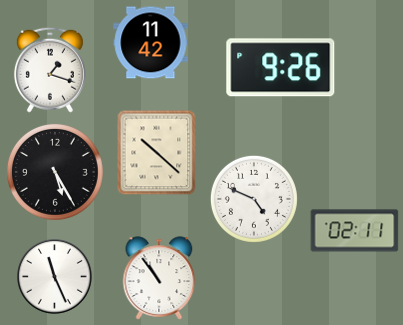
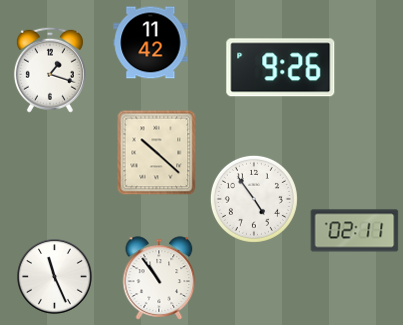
clock at (55, 172): 5:25 -> none
clock at (254, 199): 4:49 -> 4:54
